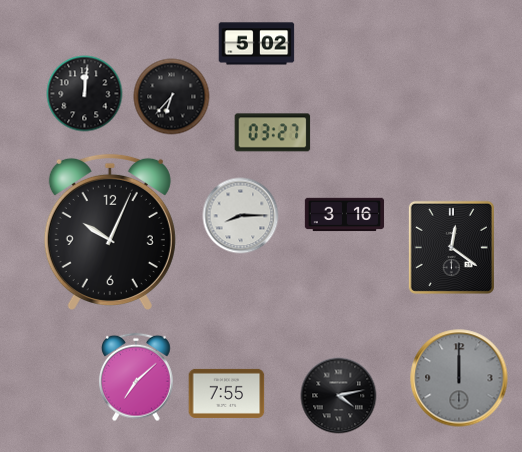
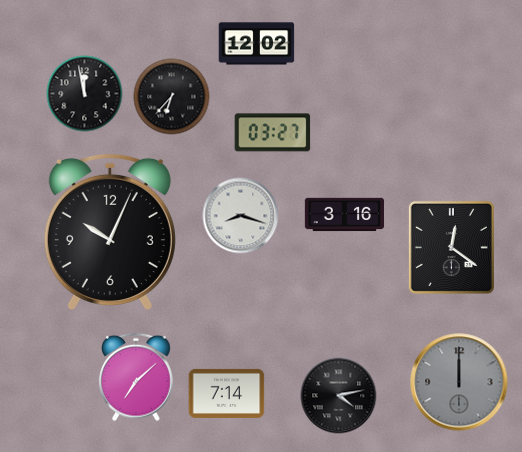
clock at (257, 44): 5:02 -> 12:02
clock at (85, 94): 12:01 -> 11:58
clock at (241, 216): 8:15 -> 8:18
clock at (459, 378) position: (459, 378) -> (459, 382)
clock at (227, 393): 7:55 -> 7:14
